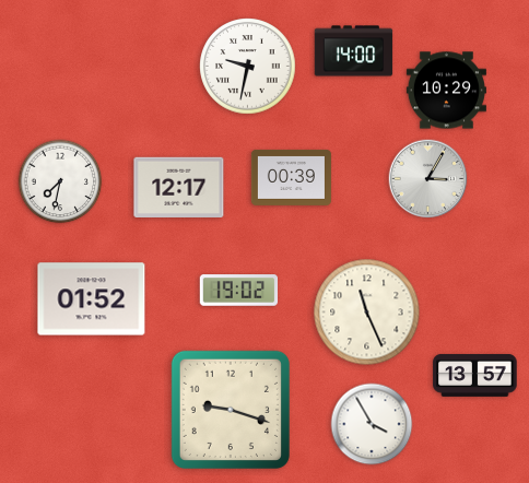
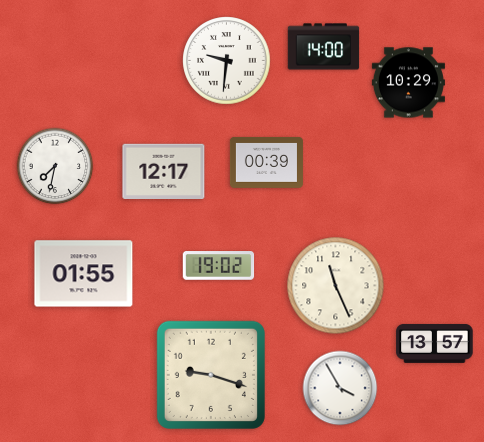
clock at (248, 67): 9:32 -> 9:31
clock at (428, 179): 3:05 -> none
clock at (92, 299): 01:52 -> 01:55
